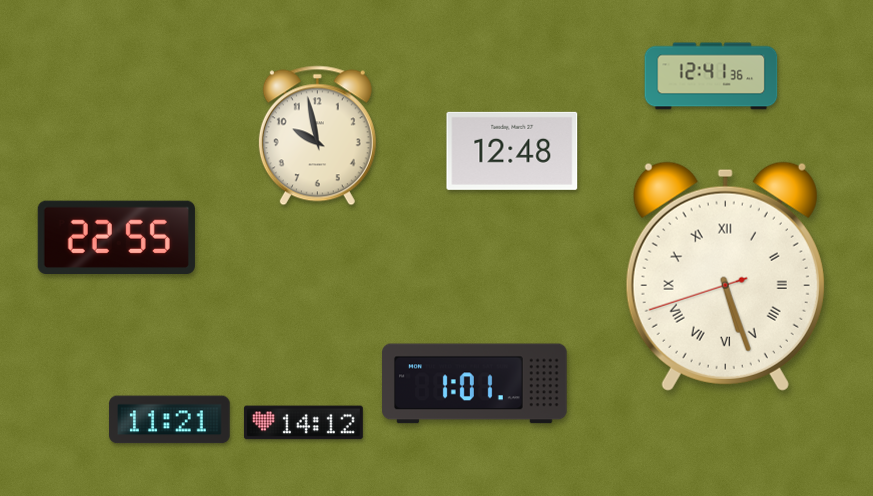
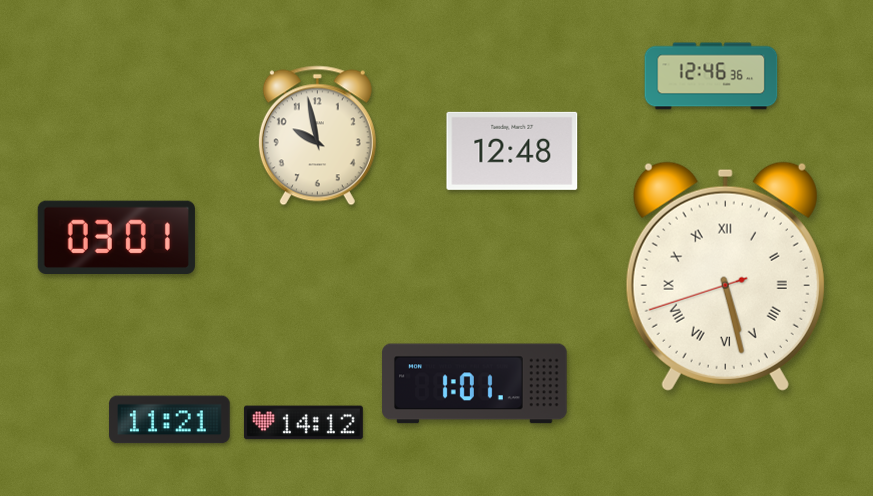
clock at (711, 76): 12:41 -> 12:46
clock at (116, 238): 22:55 -> 03:01
clock at (725, 276): 5:26 -> 5:27
